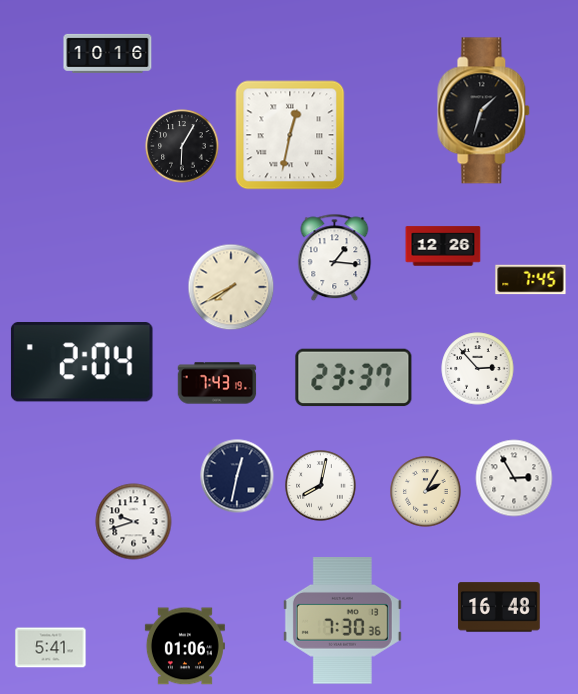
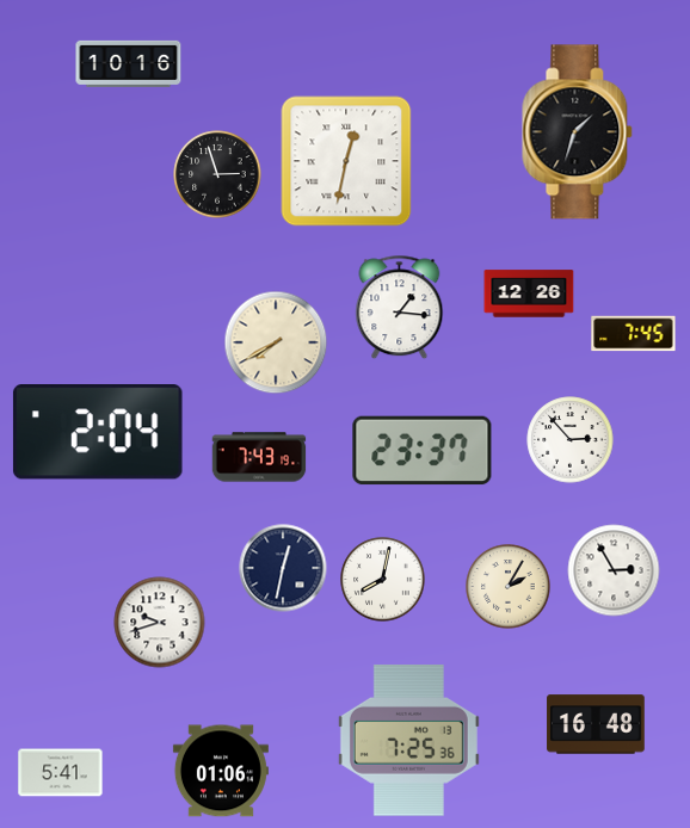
clock at (182, 146): 6:05 -> 2:57
clock at (342, 621): 7:30 -> 7:25
